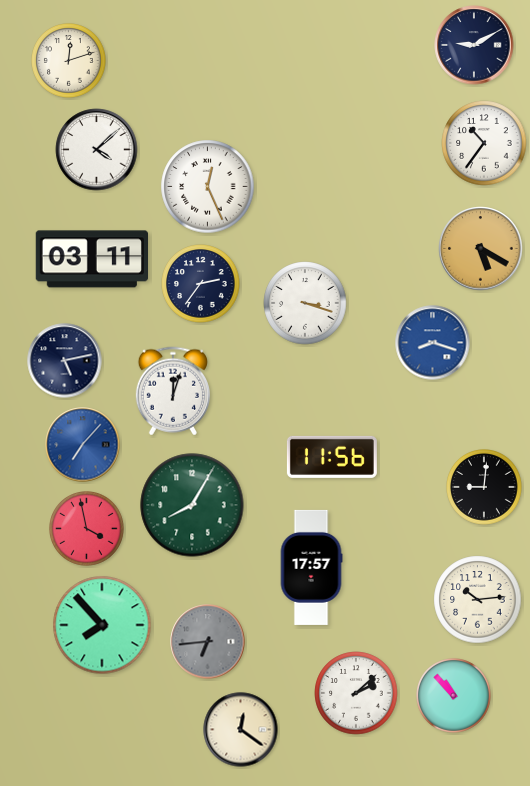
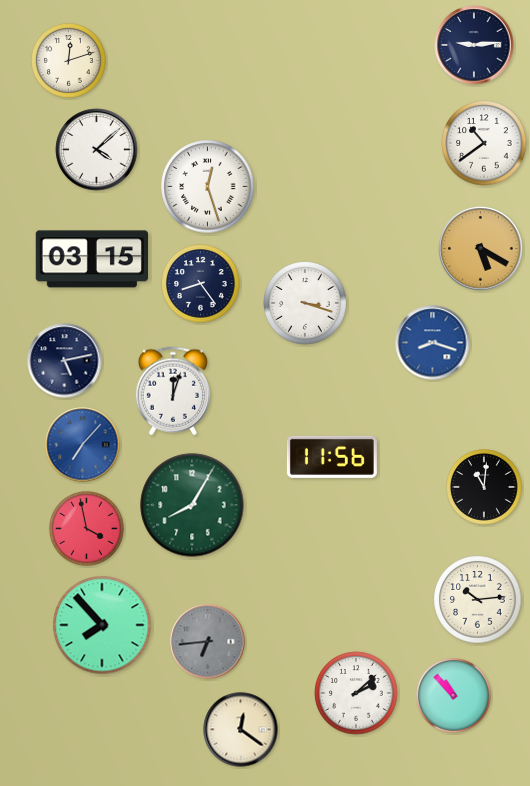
clock at (474, 45): 9:10 -> 9:14
clock at (484, 143): 10:36 -> 10:39
clock at (208, 187): 12:26 -> 12:27
clock at (91, 259): 03:11 -> 03:15
clock at (201, 284): 2:36 -> 8:24
clock at (484, 487): 9:01 -> 11:01
clock at (311, 567): 17:57 -> none
